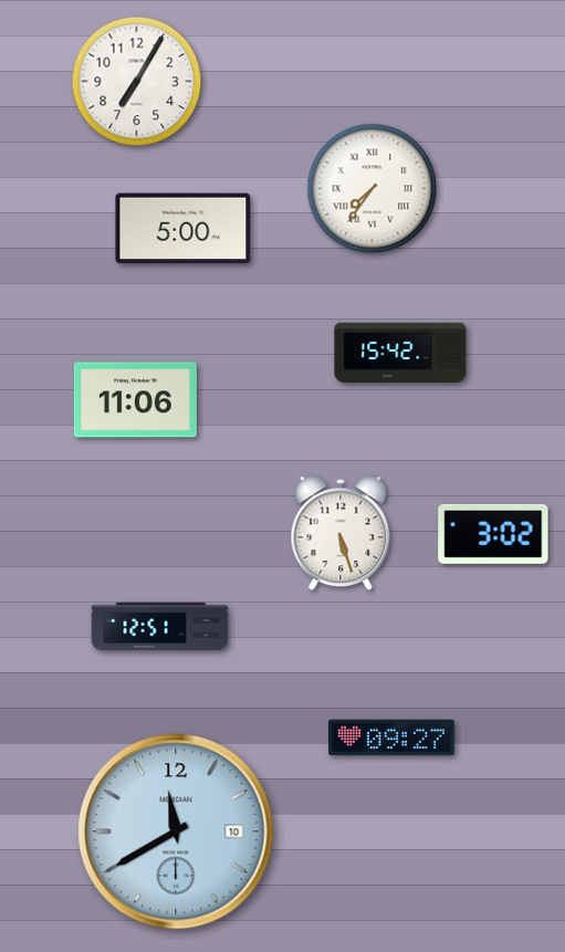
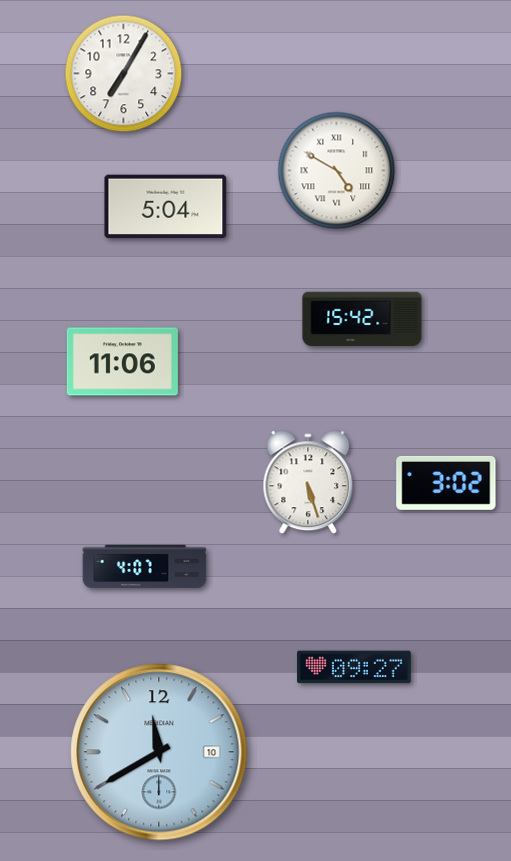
clock at (373, 189): 7:36 -> 4:50
clock at (184, 229): 5:00 -> 5:04
clock at (160, 627): 12:51 -> 4:07
